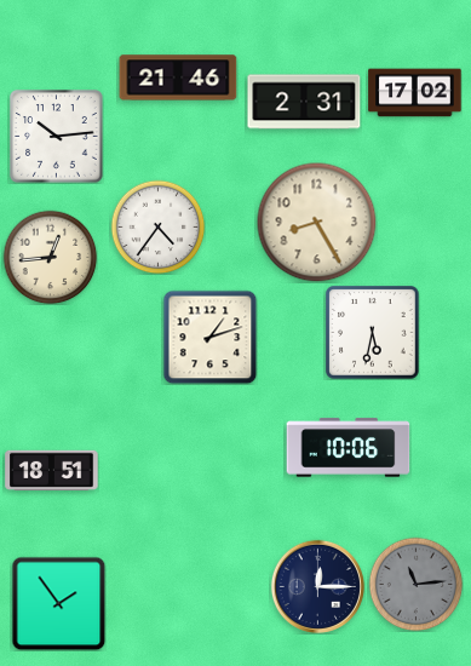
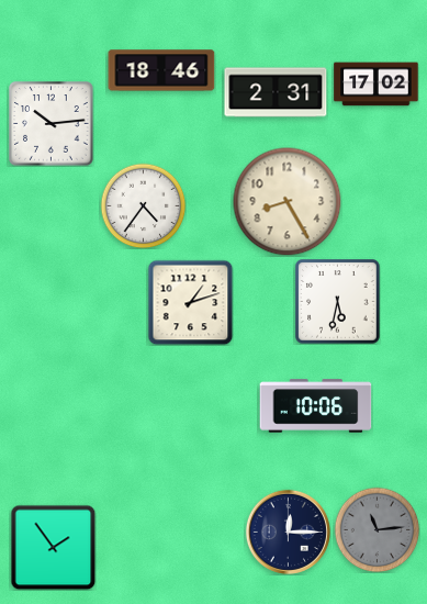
clock at (178, 77): 21:46 -> 18:46
clock at (50, 257): 12:44 -> none
clock at (209, 337) position: (209, 337) -> (190, 302)
clock at (52, 470): 18:51 -> none
